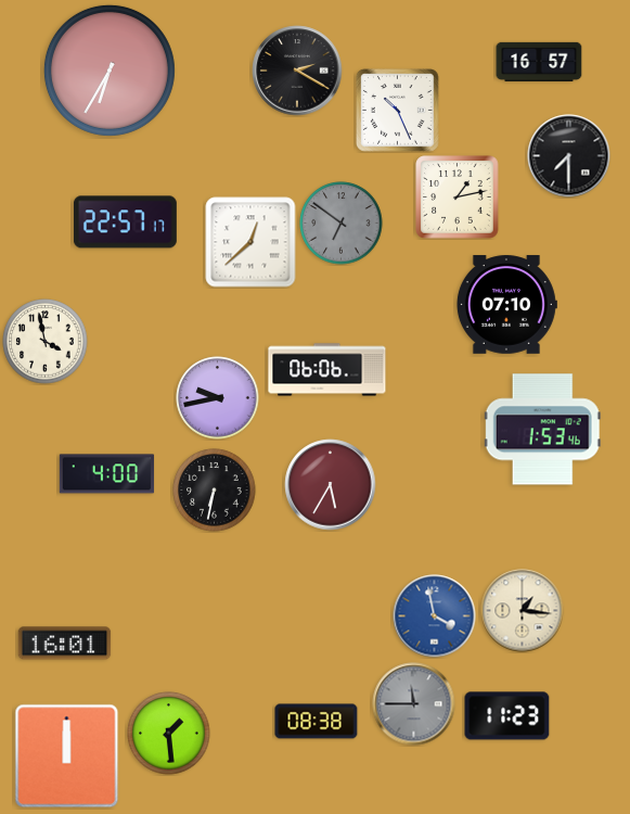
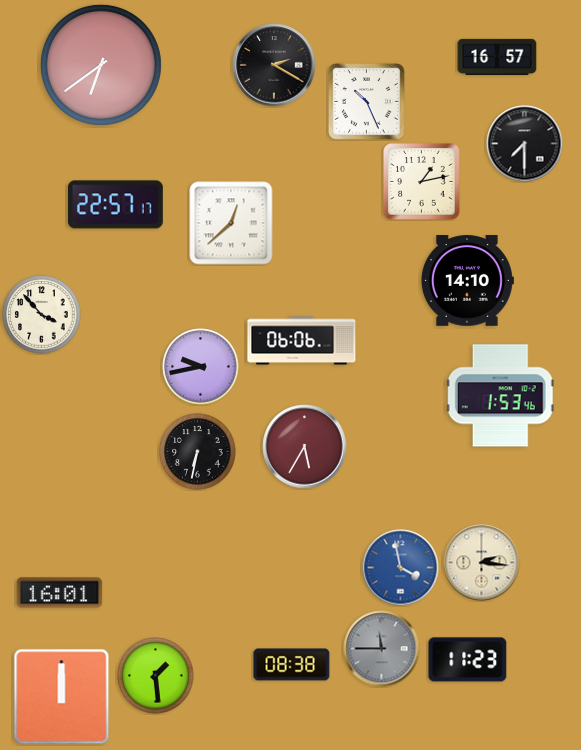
clock at (110, 71): 6:35 -> 6:39
clock at (342, 224): 6:51 -> none
clock at (506, 305): 07:10 -> 14:10
clock at (46, 342): 3:58 -> 3:53
clock at (107, 474): 4:00 -> none
clock at (523, 611): 1:16 -> 2:16
